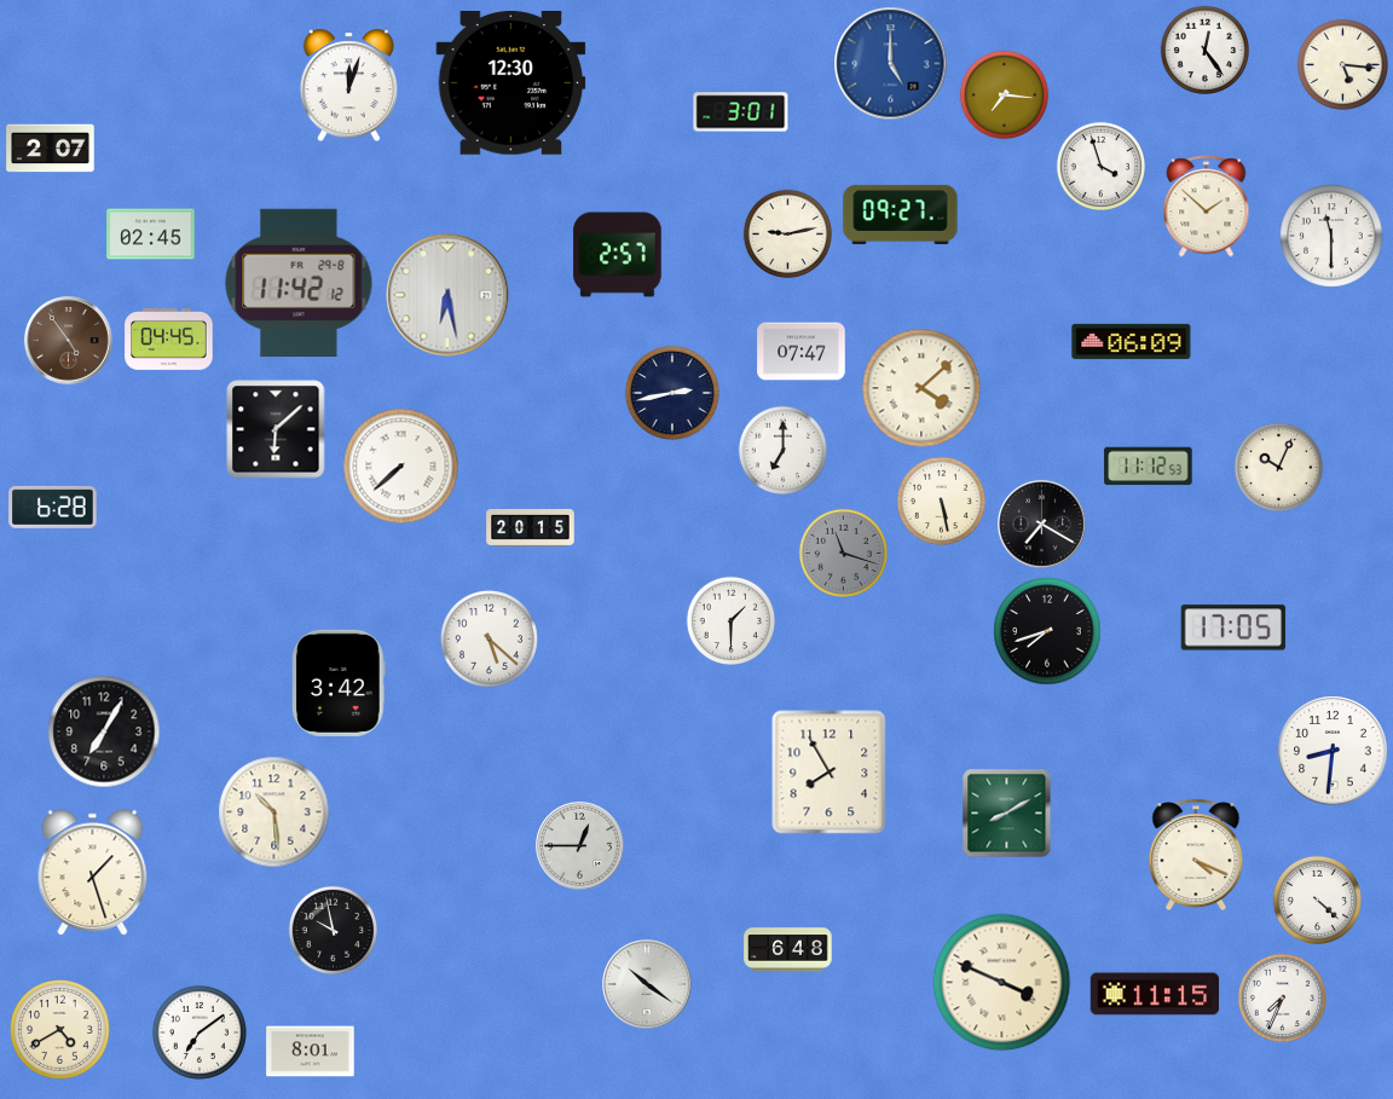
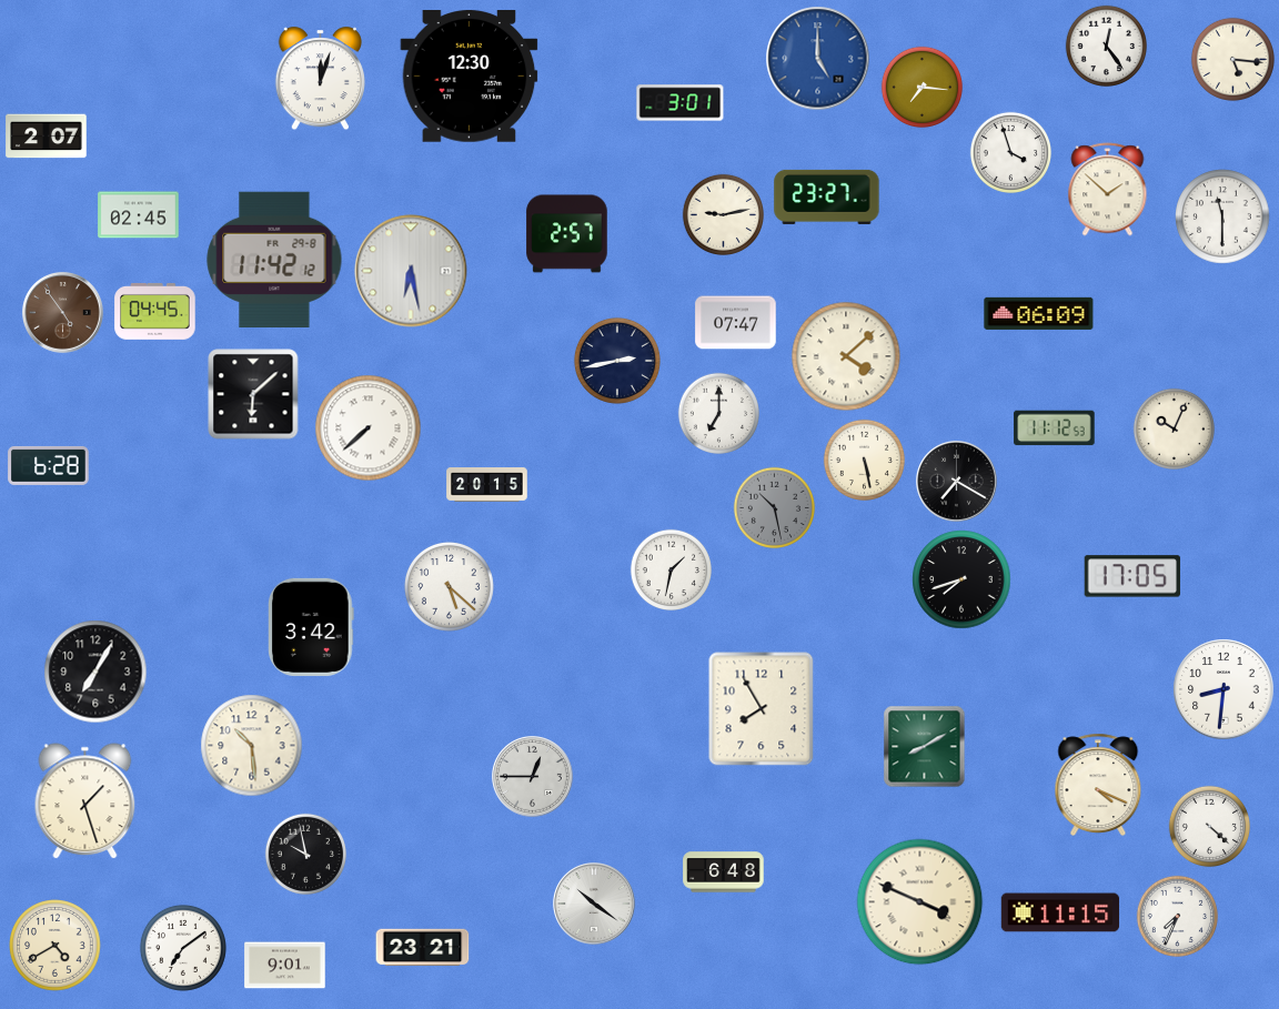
clock at (901, 214): 09:27 -> 23:27
clock at (843, 553): 11:18 -> 10:28
clock at (730, 620): 1:30 -> 1:32
clock at (423, 948): none -> 23:21
clock at (311, 1052): 8:01 -> 9:01
